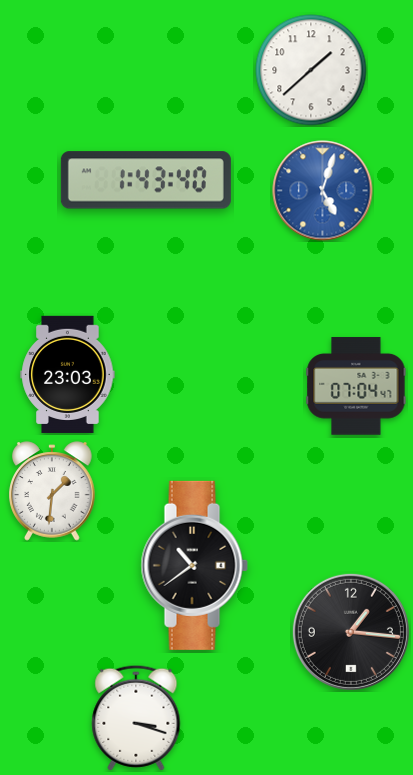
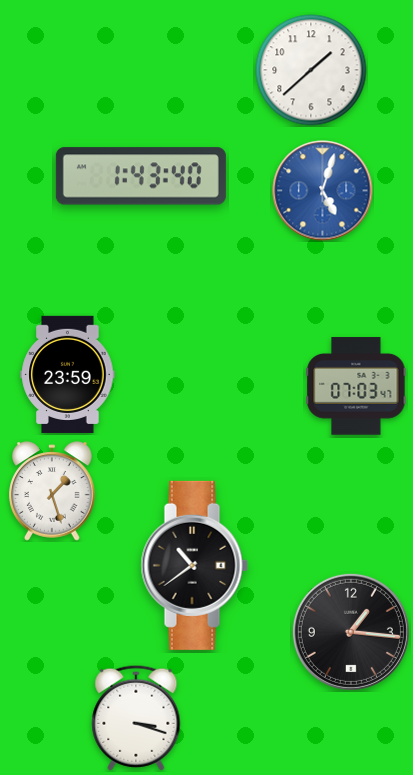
clock at (146, 180) position: (146, 180) -> (141, 176)
clock at (68, 374): 23:03 -> 23:59
clock at (356, 386): 07:04 -> 07:03
clock at (52, 491): 1:31 -> 1:27
